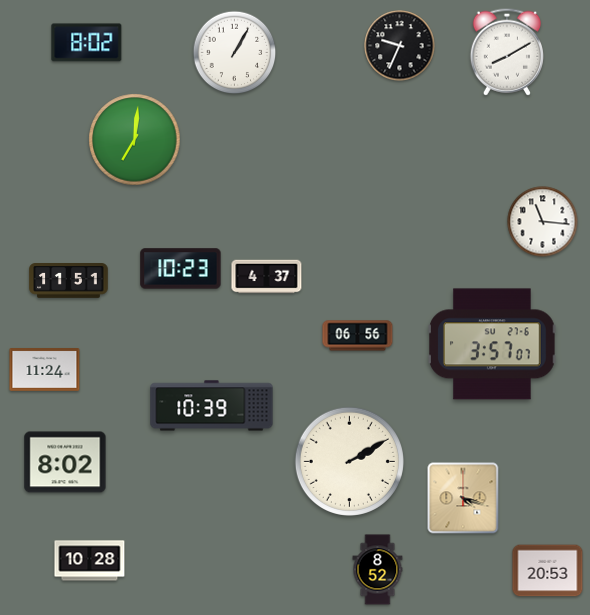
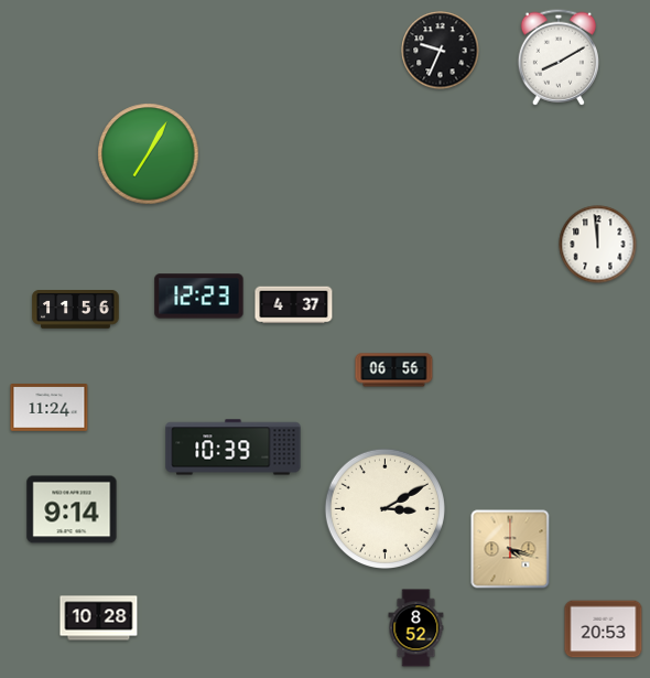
clock at (87, 43): 8:02 -> none
clock at (235, 53): 1:05 -> none
clock at (135, 140): 7:01 -> 7:05
clock at (543, 222): 11:16 -> 11:59
clock at (181, 269): 10:23 -> 12:23
clock at (69, 281): 11:51 -> 11:56
clock at (492, 344): 3:57 -> none
clock at (349, 461): 2:10 -> 3:10
clock at (65, 462): 8:02 -> 9:14
